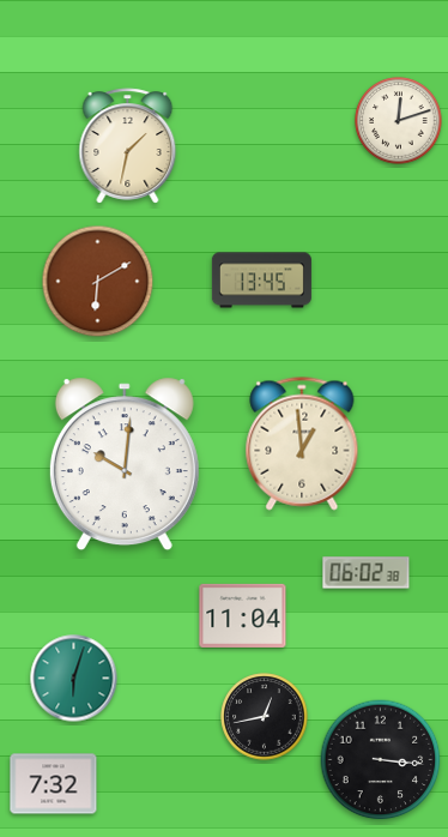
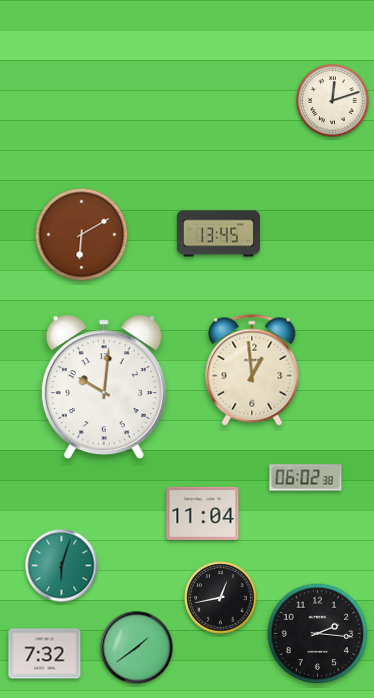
clock at (128, 146): 1:32 -> none
clock at (381, 760): 3:16 -> 2:16
clock at (137, 648): none -> 1:39
